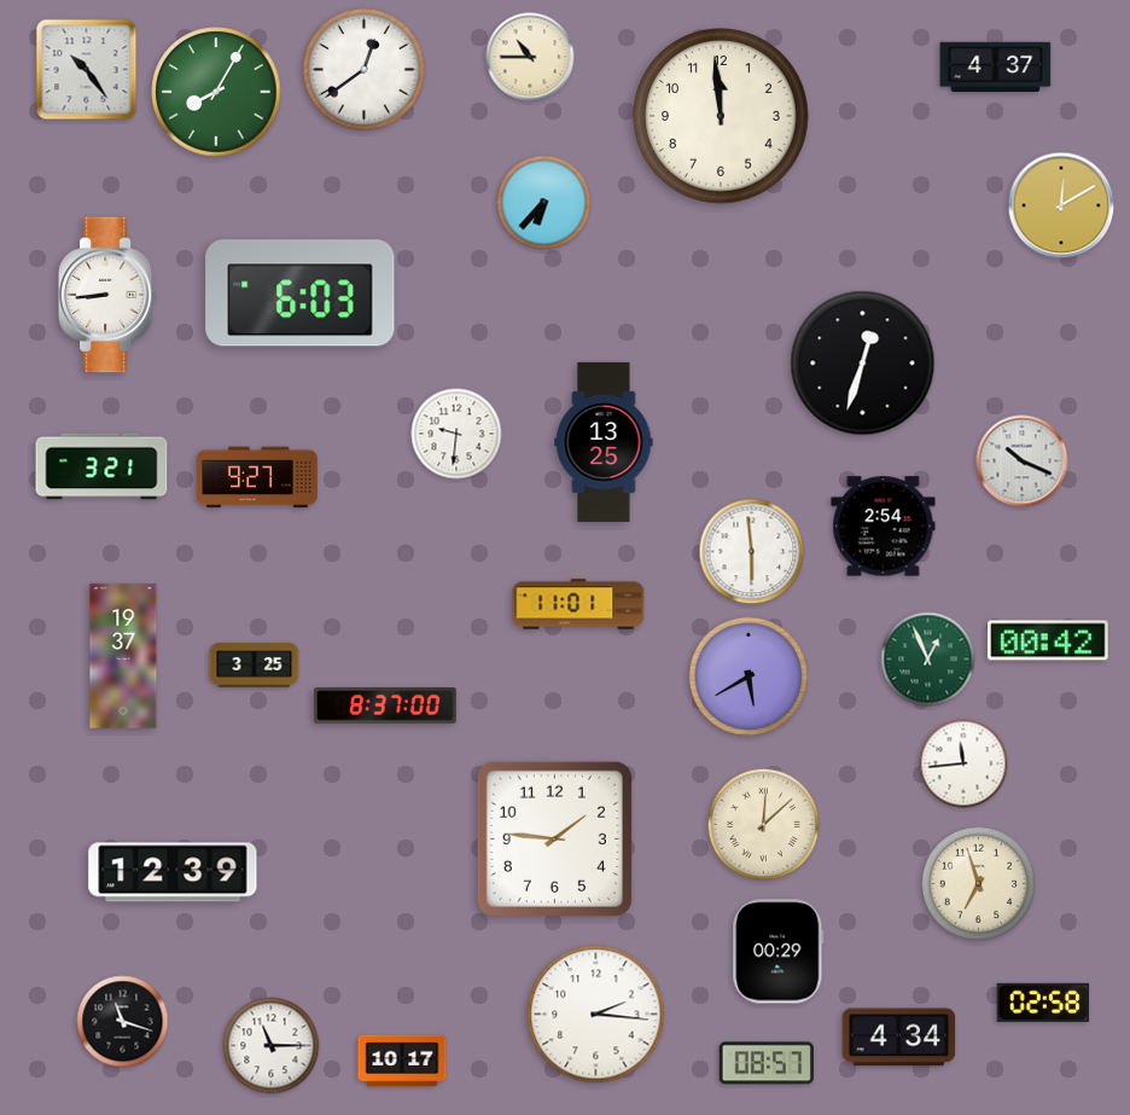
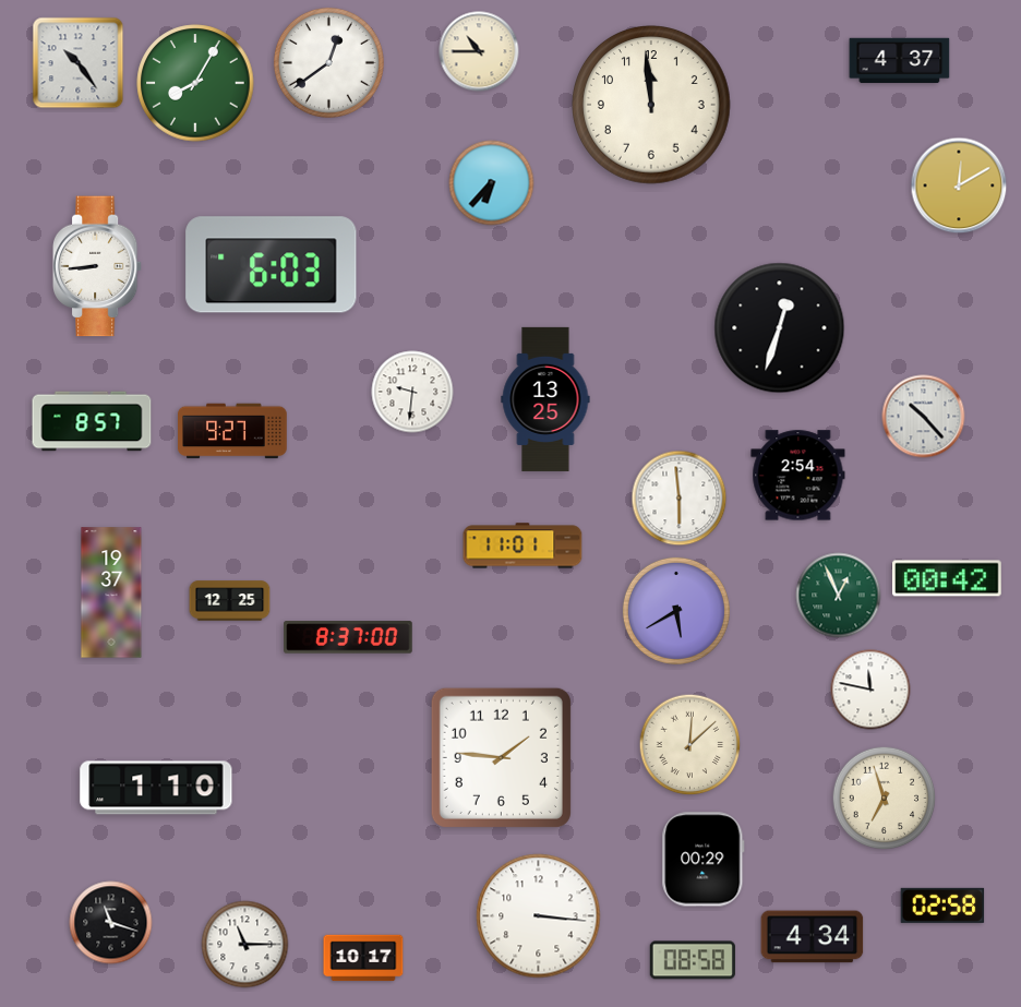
clock at (1023, 461): 10:19 -> 10:23
clock at (101, 466): 3:21 -> 8:57
clock at (255, 666): 3:25 -> 12:25
clock at (963, 763): 11:44 -> 11:47
clock at (173, 872): 12:39 -> 1:10
clock at (596, 1015): 2:16 -> 3:16
clock at (767, 1063): 08:57 -> 08:58
